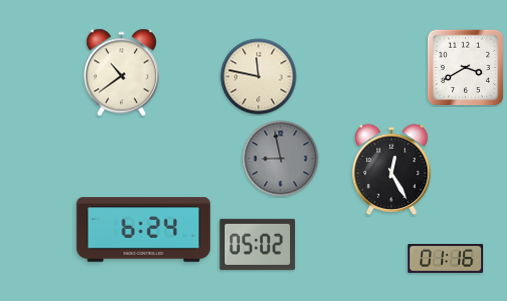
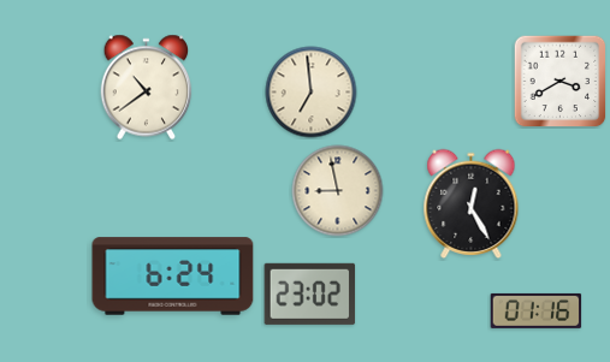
clock at (259, 77): 11:47 -> 6:59
clock at (281, 159) dial: grey -> cream
clock at (258, 244): 05:02 -> 23:02
